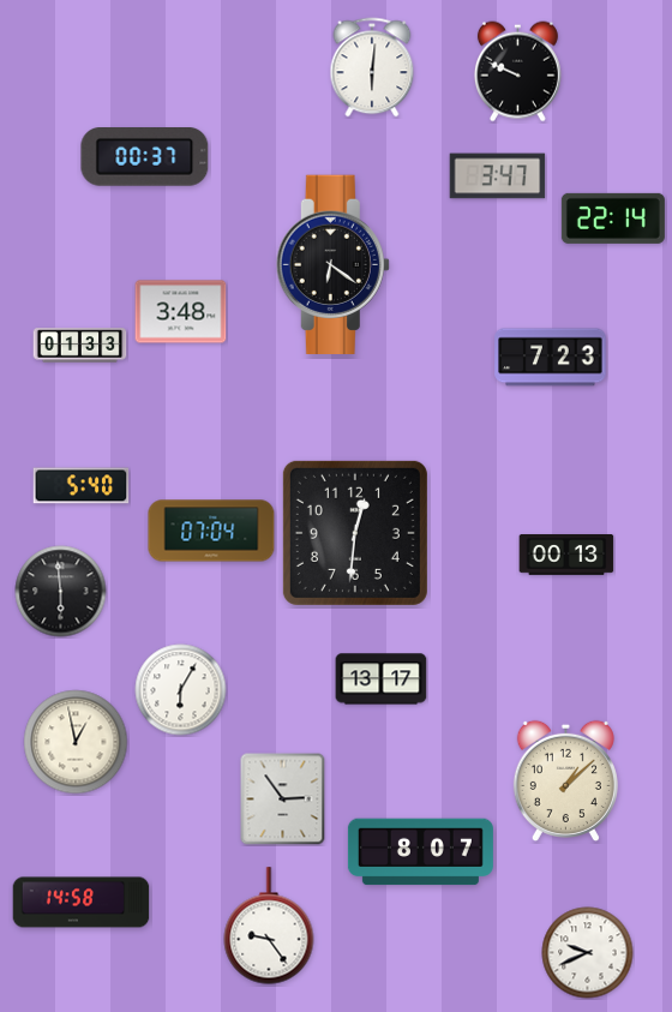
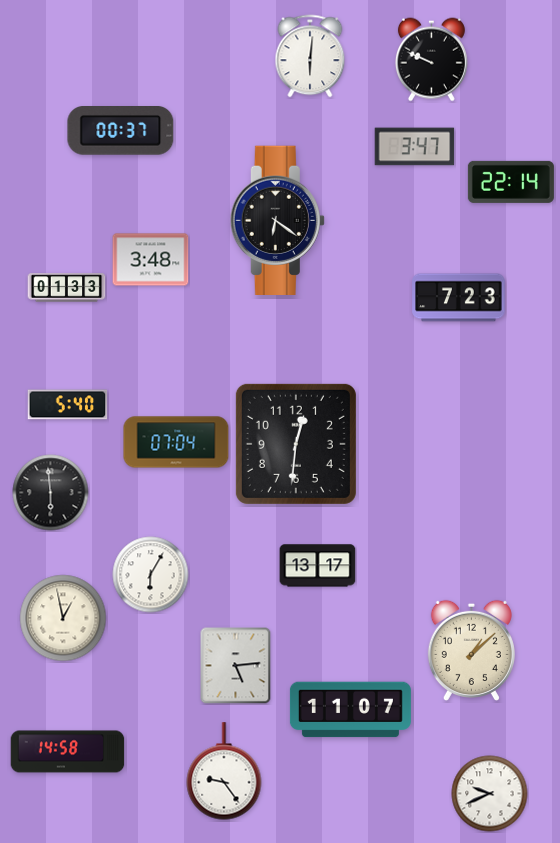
clock at (566, 556): 00:13 -> none
clock at (283, 800): 2:54 -> 5:14
clock at (420, 852): 8:07 -> 11:07
